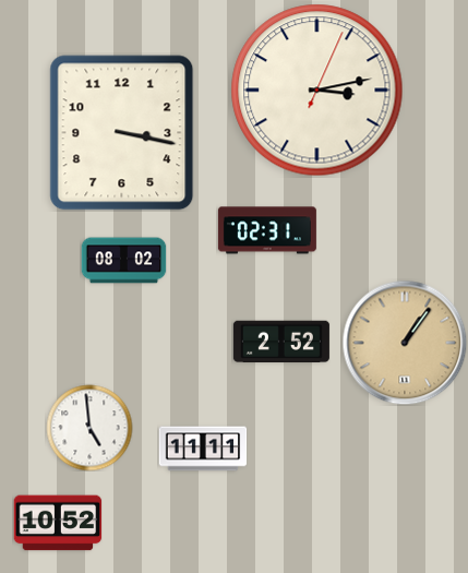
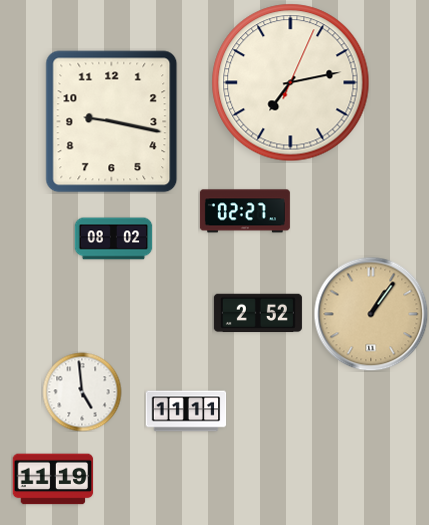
clock at (317, 91): 3:13 -> 7:13
clock at (122, 133): 3:17 -> 9:17
clock at (267, 230): 02:31 -> 02:27
clock at (58, 523): 10:52 -> 11:19
